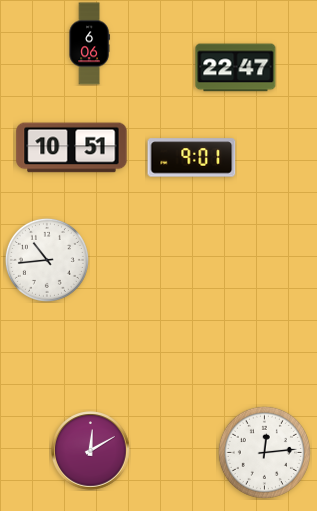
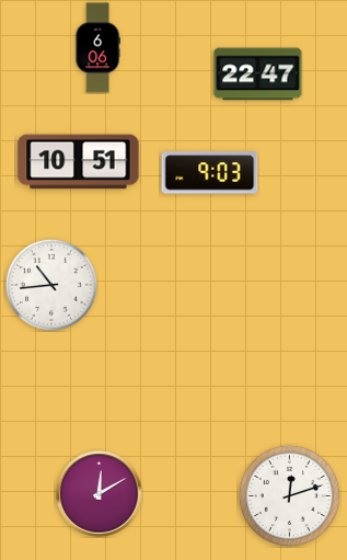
clock at (192, 158): 9:01 -> 9:03
clock at (264, 452): 12:14 -> 12:12
